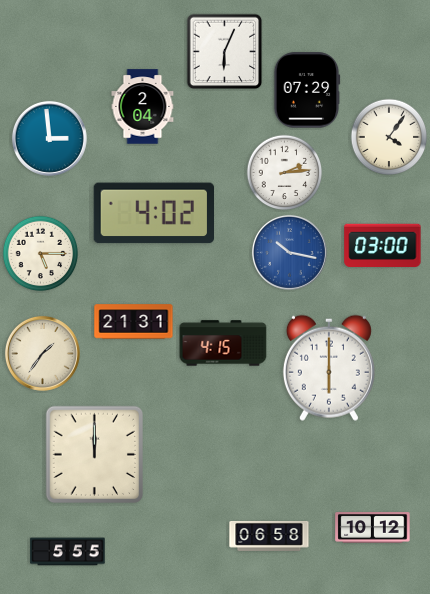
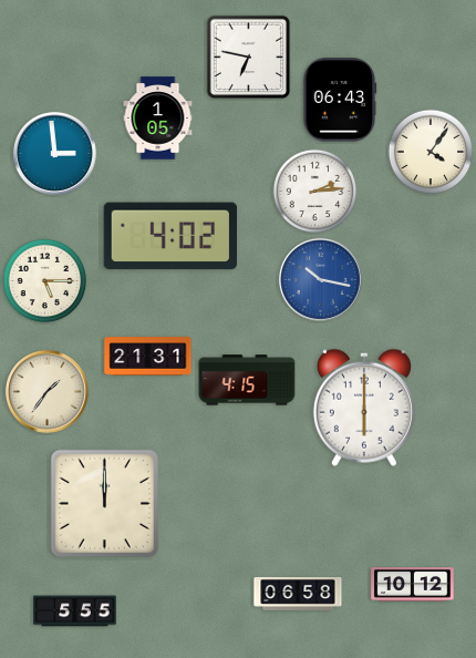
clock at (225, 52): 6:04 -> 6:47
clock at (307, 90): 07:29 -> 06:43
clock at (143, 107): 2:04 -> 1:05
clock at (383, 245): 03:00 -> none
